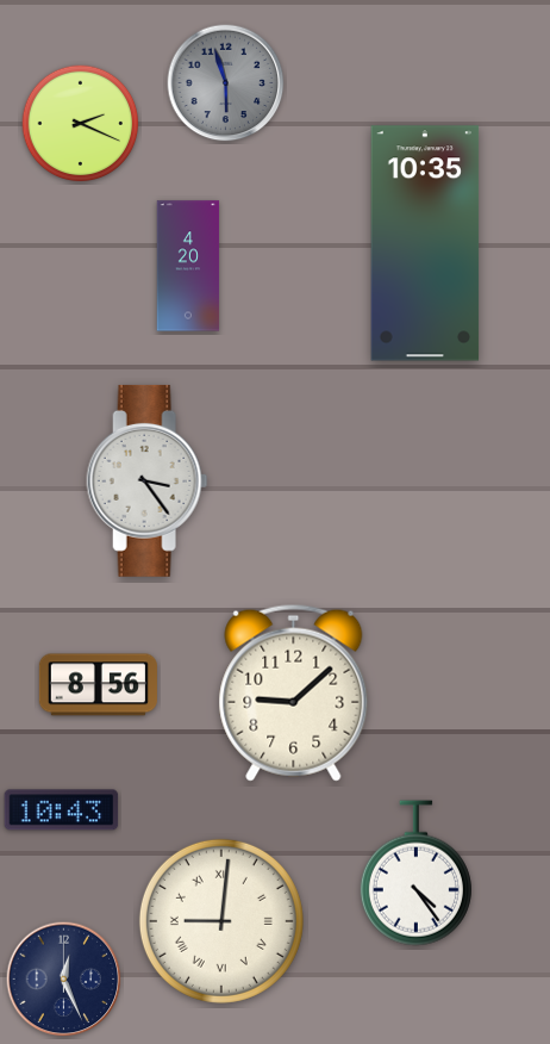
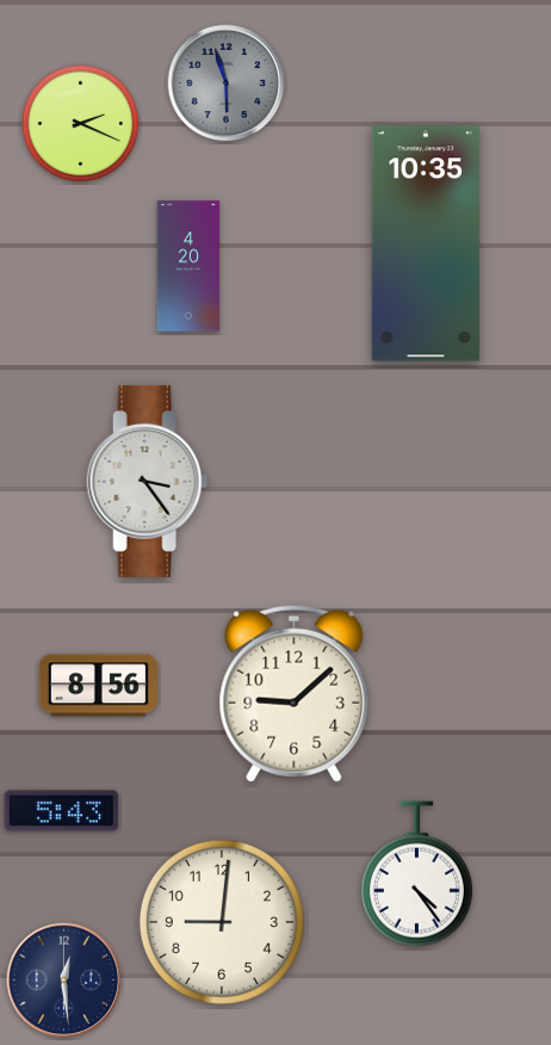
clock at (62, 810): 10:43 -> 5:43
clock at (221, 921) numerals: Roman -> Arabic
clock at (64, 980): 12:26 -> 12:29
